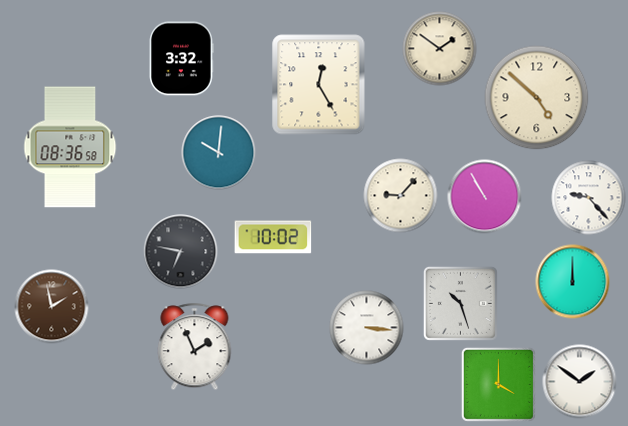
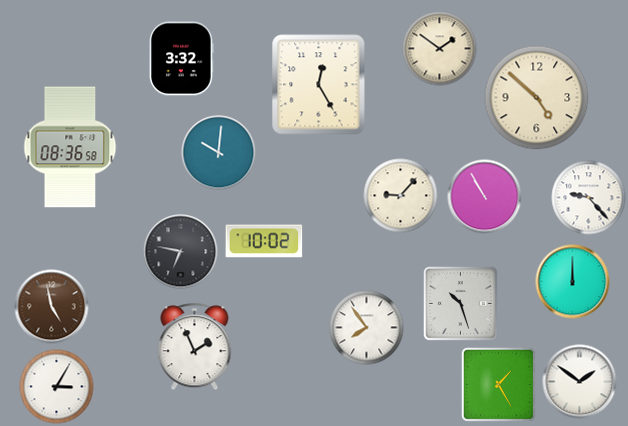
clock at (273, 237) position: (273, 237) -> (264, 241)
clock at (52, 307): 1:58 -> 4:58
clock at (367, 328): 3:16 -> 7:54
clock at (498, 384): 4:00 -> 1:25
clock at (57, 387): none -> 3:05
